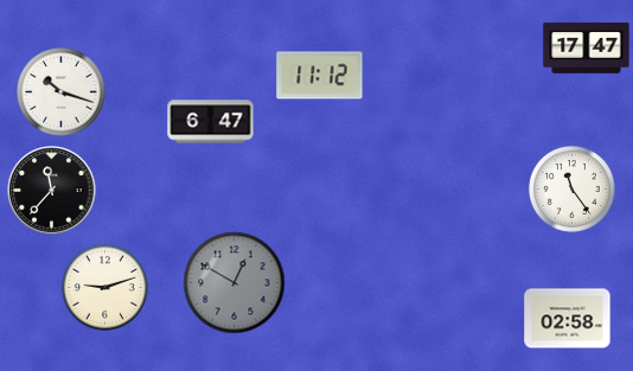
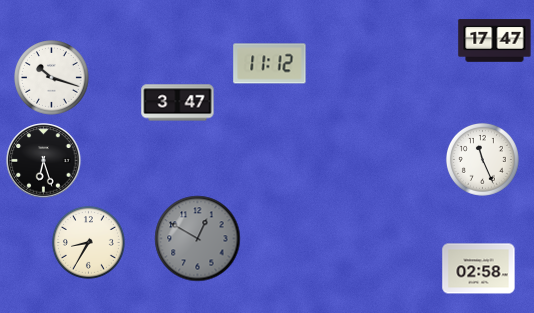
clock at (211, 122): 6:47 -> 3:47
clock at (571, 188): 11:24 -> 11:26
clock at (52, 191): 11:37 -> 6:27
clock at (104, 287): 9:12 -> 8:35
